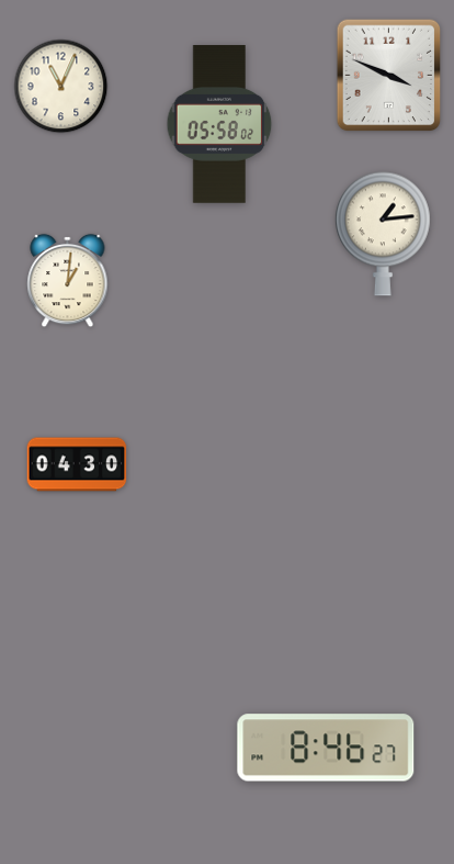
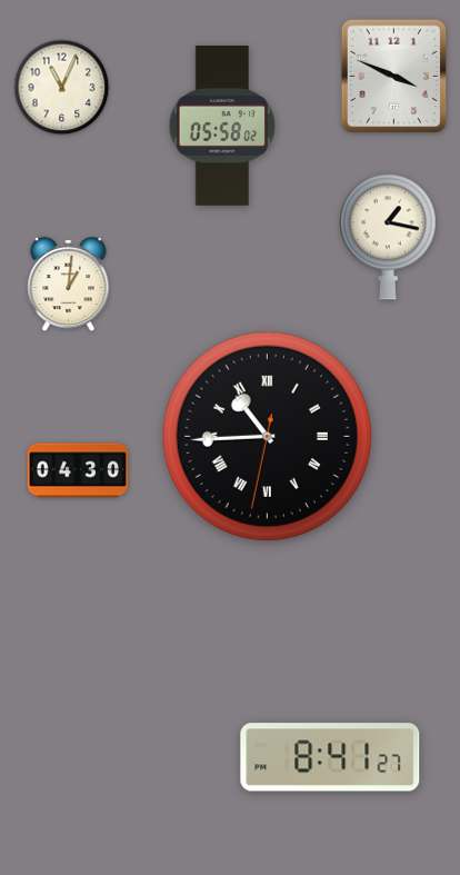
clock at (383, 234): 1:14 -> 1:17
clock at (267, 436): none -> 10:44
clock at (326, 748): 8:46 -> 8:41
